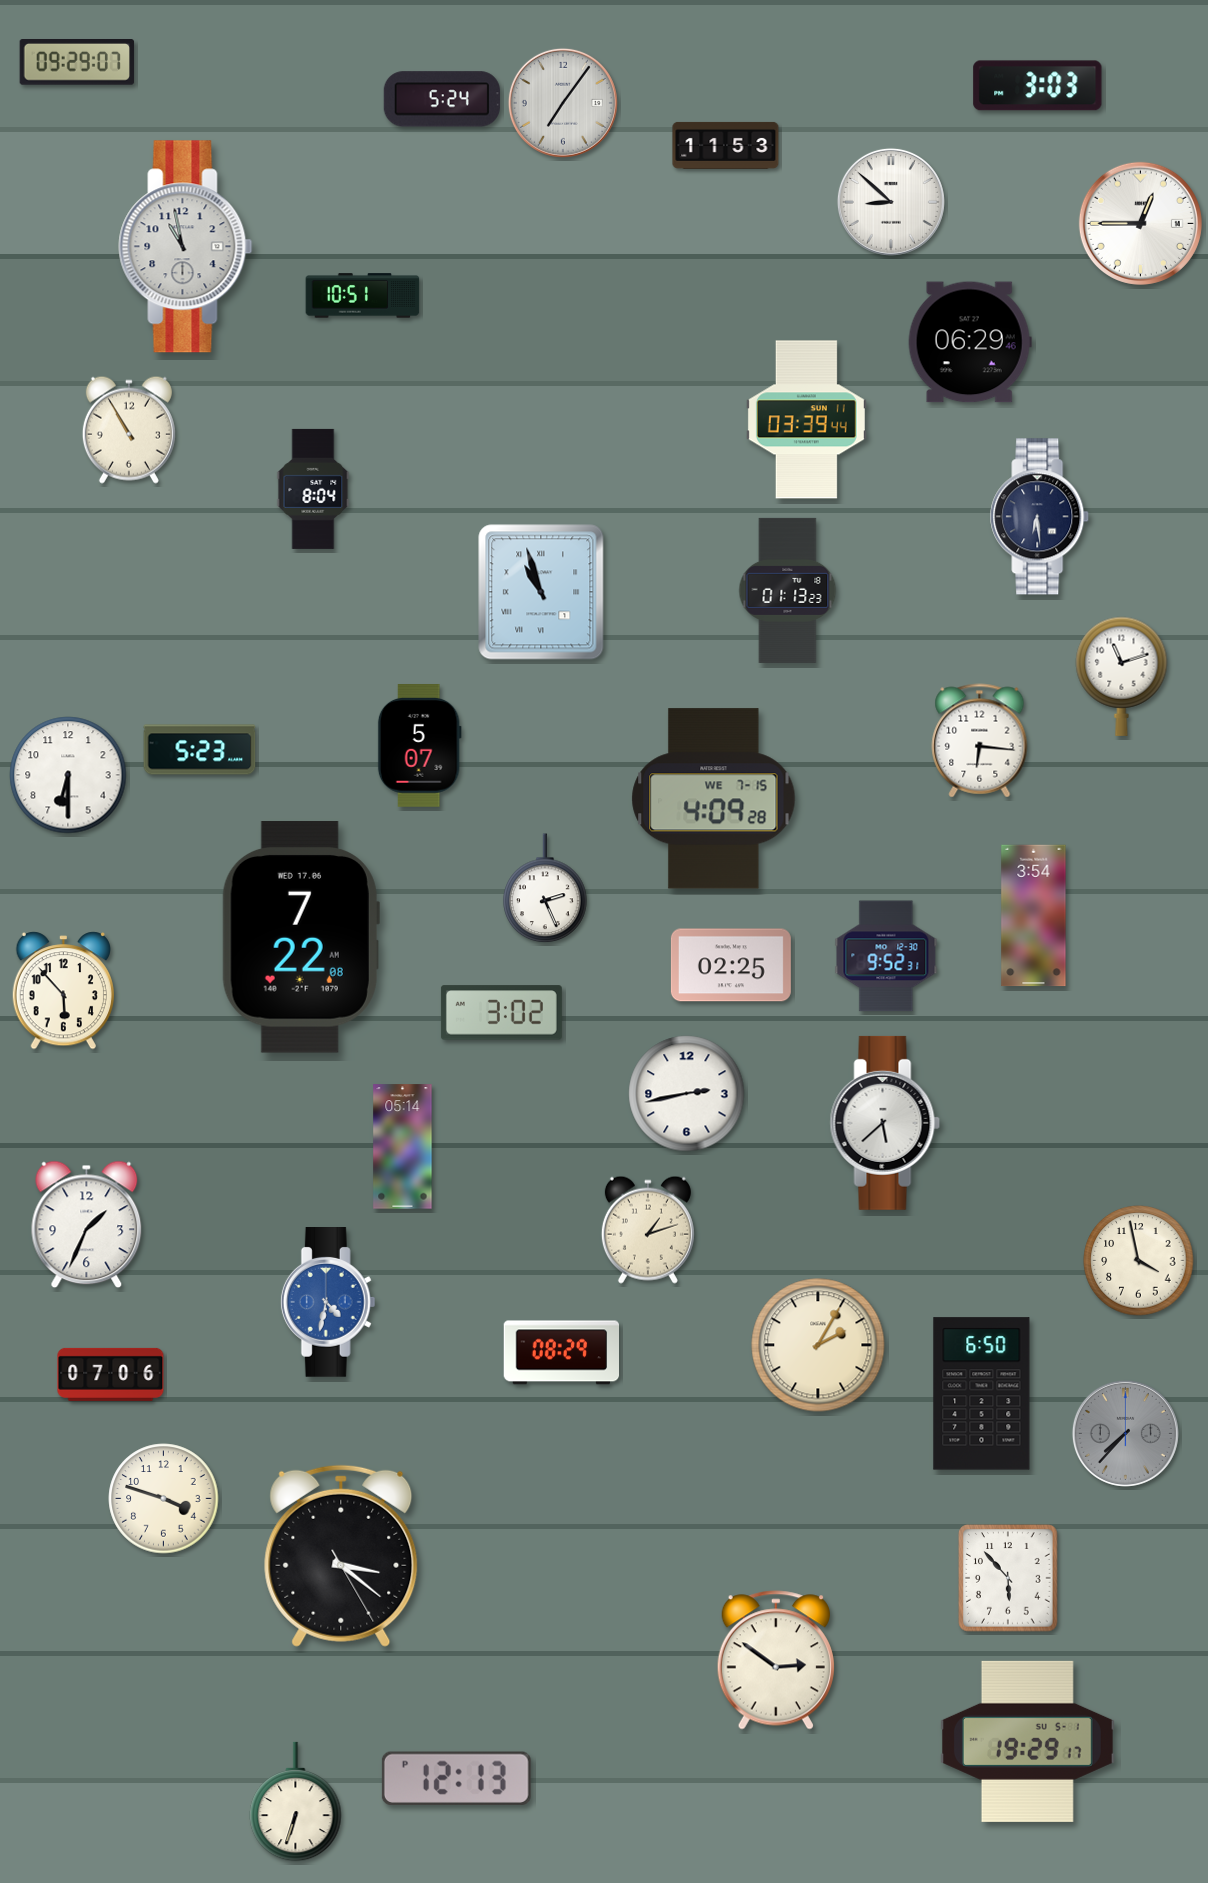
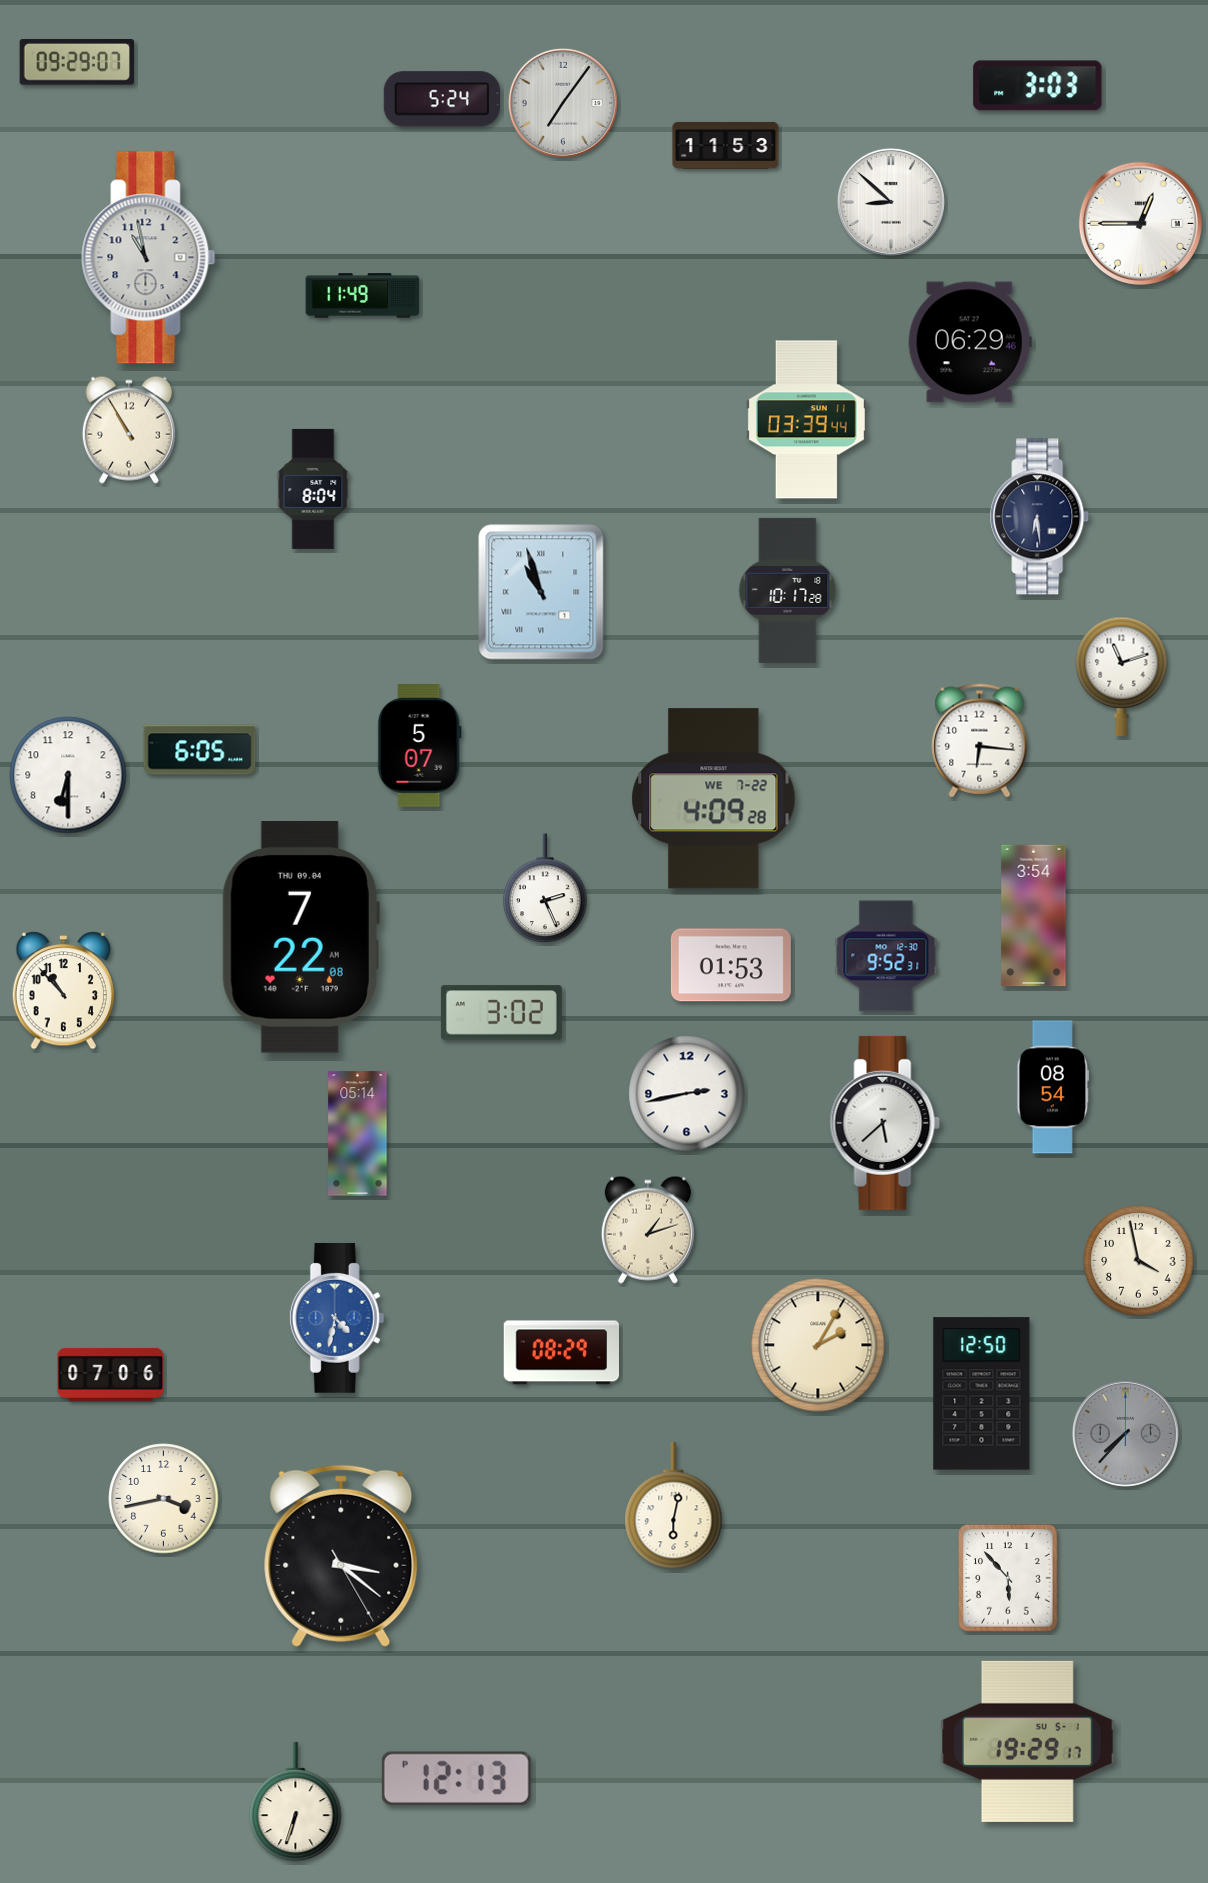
clock at (186, 247) position: (186, 247) -> (149, 258)
clock at (363, 296): 10:51 -> 11:49
clock at (788, 590): 01:13 -> 10:17
clock at (200, 750): 5:23 -> 6:05
clock at (714, 799) date: WE 7-15 -> WE 7-22
clock at (301, 937) date: WED 17.06 -> THU 09.04
clock at (731, 965): 02:25 -> 01:53
clock at (63, 991): 5:53 -> 10:53
clock at (1053, 1087): none -> 08:54
clock at (403, 1147) position: (403, 1147) -> (358, 1134)
clock at (87, 1225): 1:34 -> none
clock at (328, 1303) position: (328, 1303) -> (337, 1319)
clock at (982, 1394): 6:50 -> 12:50
clock at (164, 1499): 3:48 -> 3:43
clock at (674, 1506): none -> 6:02
clock at (776, 1660): 2:51 -> none
